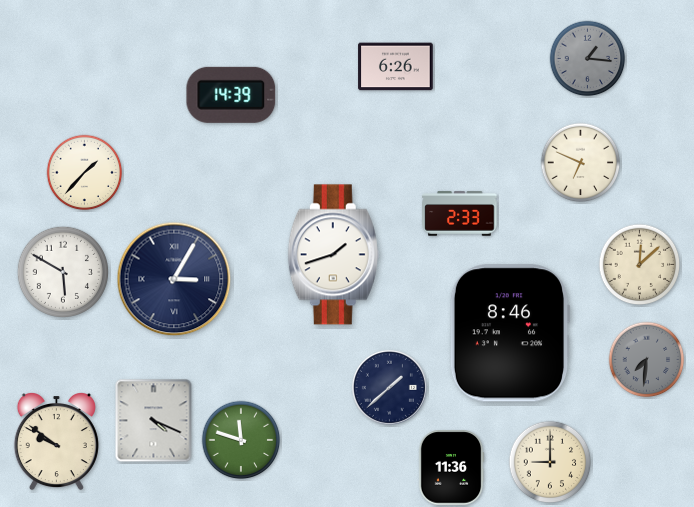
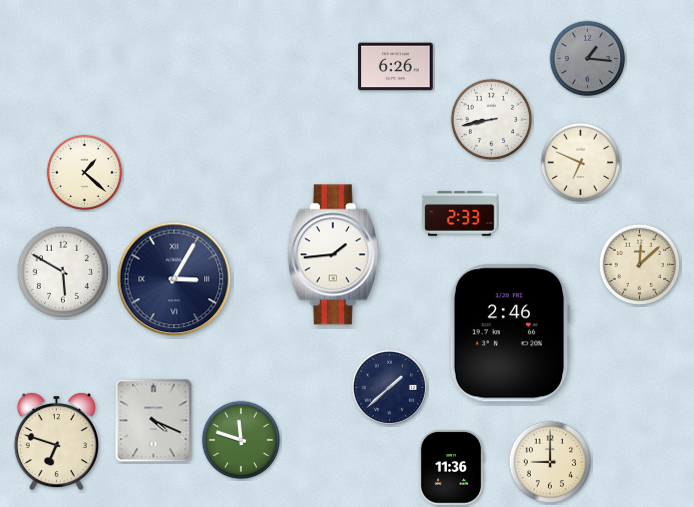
clock at (231, 95): 14:39 -> none
clock at (492, 120): none -> 8:43
clock at (85, 173): 1:37 -> 1:22
clock at (333, 255): 1:42 -> 1:44
clock at (510, 333): 8:46 -> 2:46
clock at (647, 360): 7:31 -> none
clock at (56, 442): 9:51 -> 6:48
